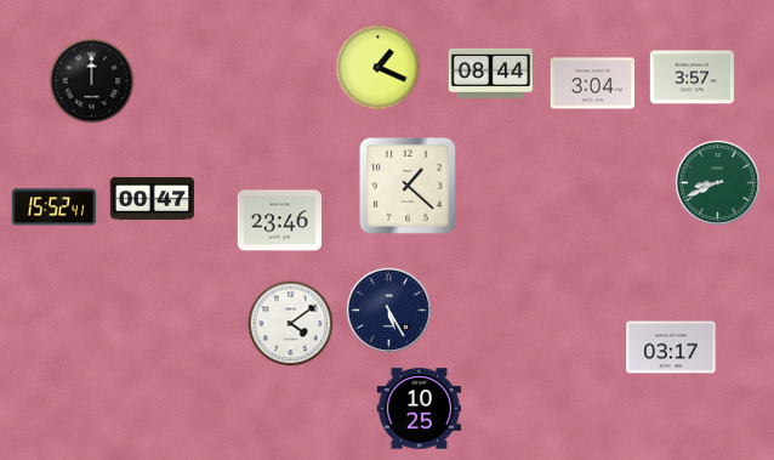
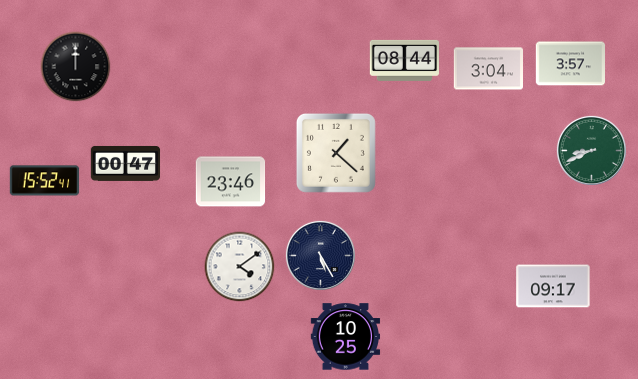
clock at (379, 68): 1:19 -> none
clock at (55, 208) position: (55, 208) -> (45, 181)
clock at (671, 347): 03:17 -> 09:17
